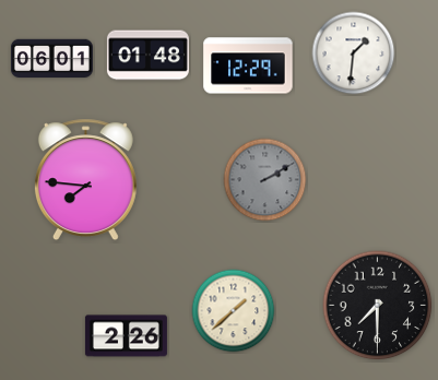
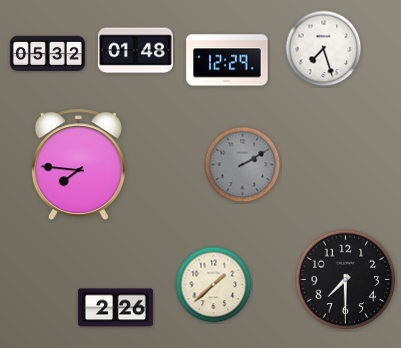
clock at (354, 54): 1:31 -> 7:27
clock at (51, 59): 06:01 -> 05:32
